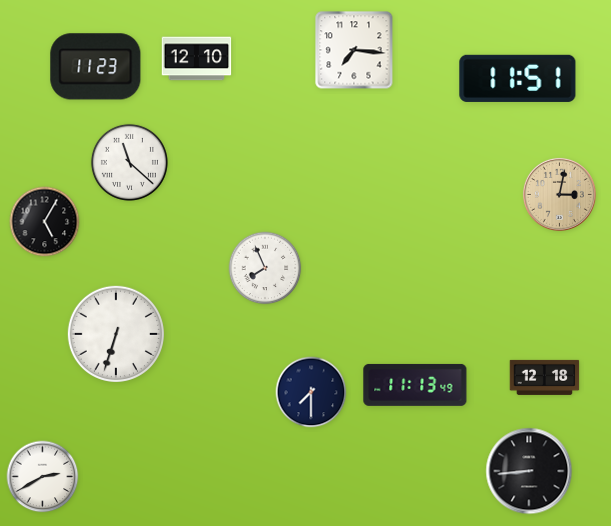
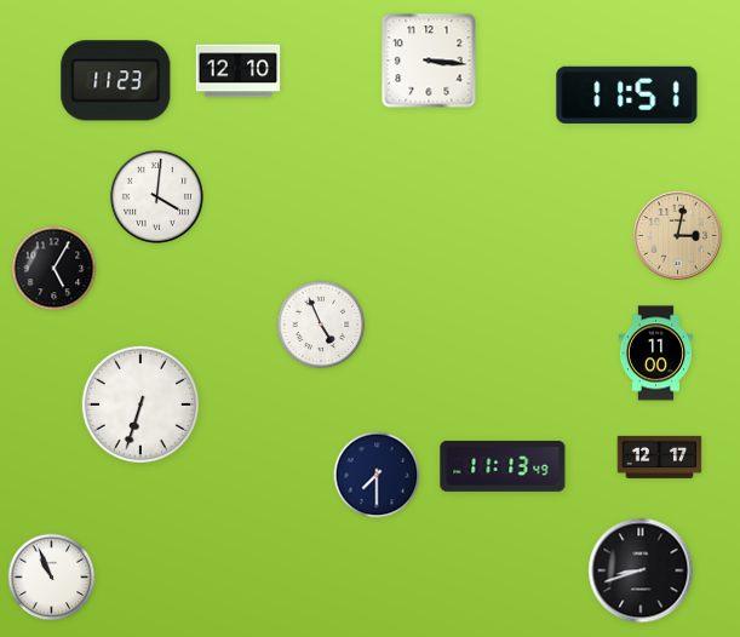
clock at (354, 50): 7:16 -> 3:16
clock at (129, 162): 11:22 -> 4:01
clock at (265, 268): 7:56 -> 4:56
clock at (656, 354): none -> 11:00
clock at (545, 377): 12:18 -> 12:17
clock at (529, 471): 8:44 -> 8:42
clock at (43, 477): 2:40 -> 10:56
